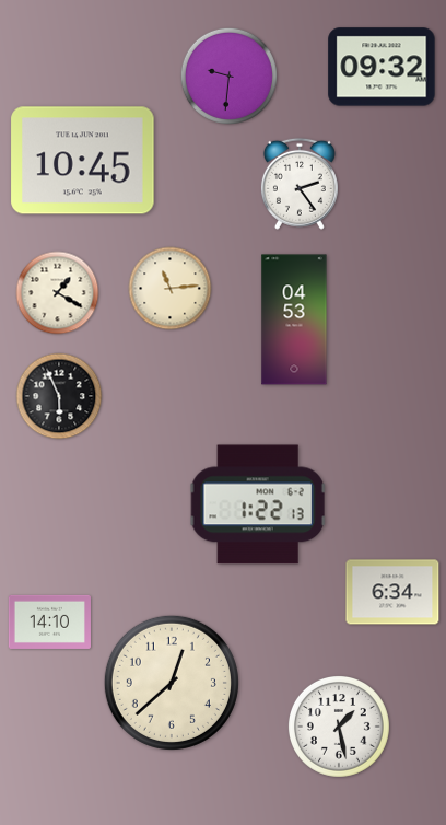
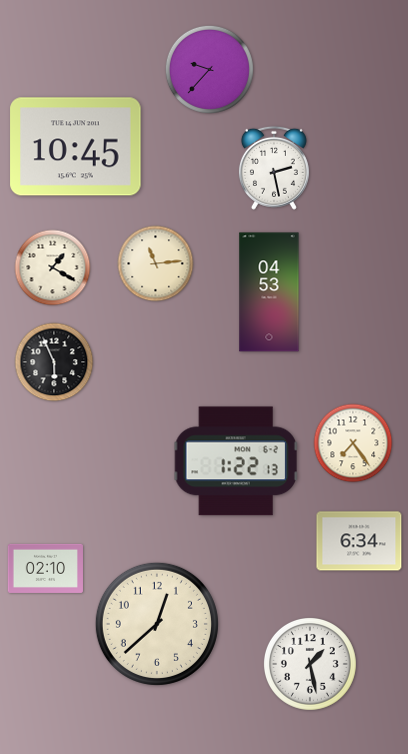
clock at (382, 67): 09:32 -> none
clock at (228, 75): 9:31 -> 9:37
clock at (300, 184): 2:24 -> 2:28
clock at (353, 443): none -> 7:24
clock at (49, 621): 14:10 -> 02:10
